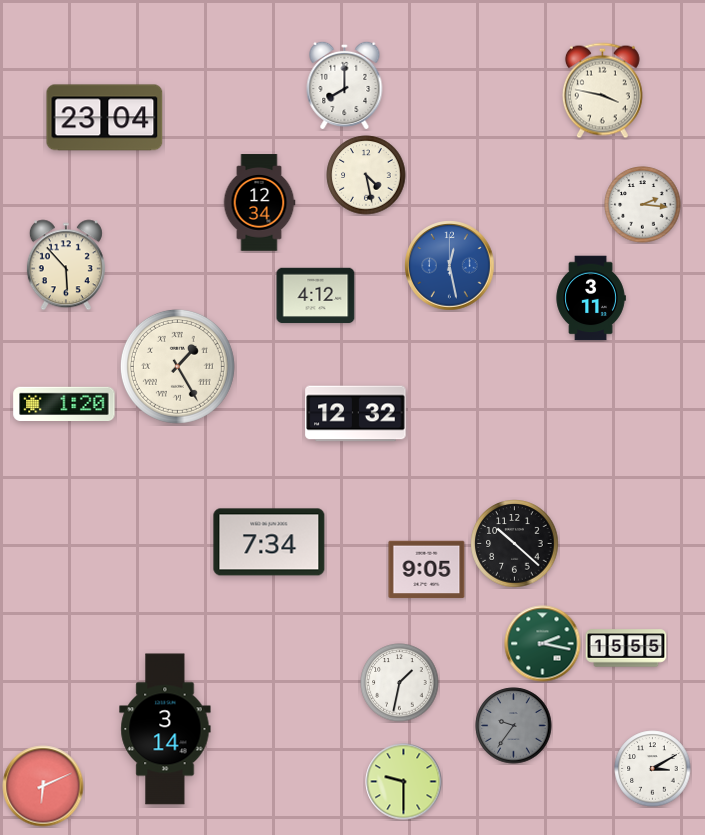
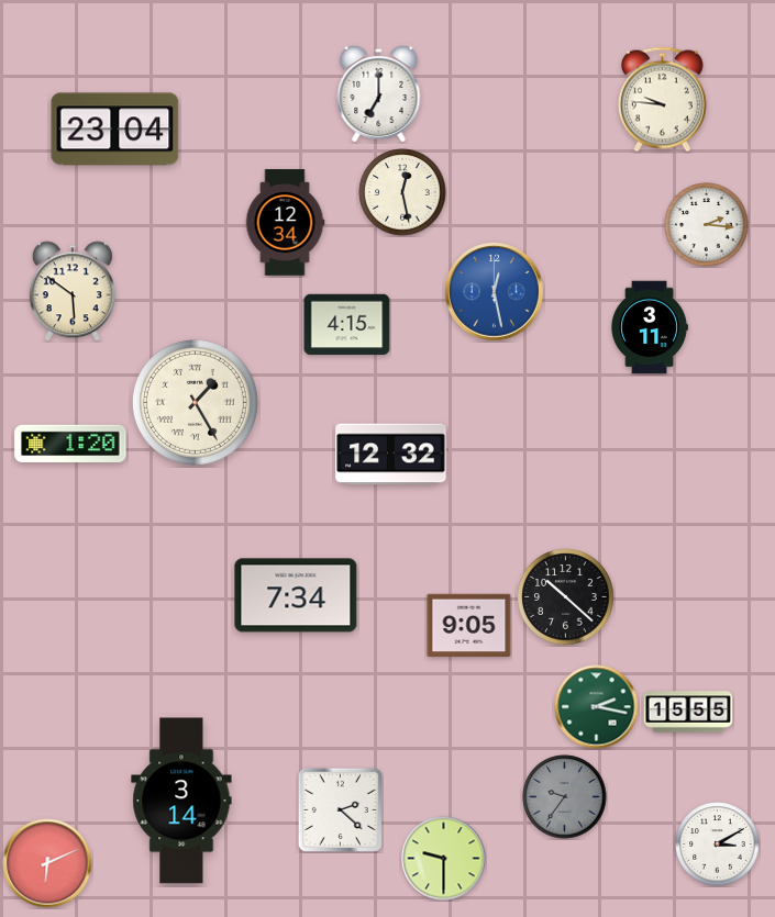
clock at (345, 85): 8:00 -> 7:00
clock at (602, 91): 3:47 -> 9:46
clock at (366, 175): 4:28 -> 12:28
clock at (66, 265): 5:53 -> 5:51
clock at (316, 296): 4:12 -> 4:15
clock at (400, 683): 1:32 -> none
clock at (340, 809): none -> 2:22
